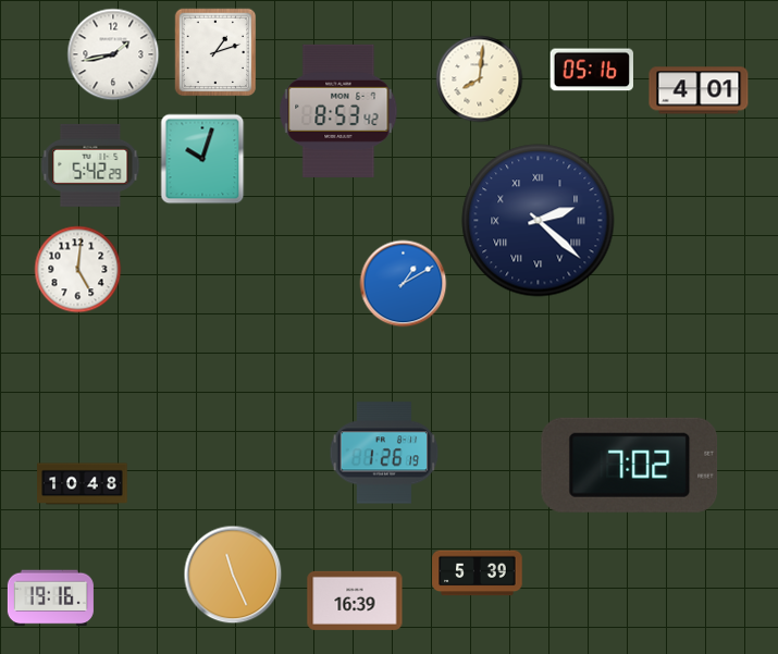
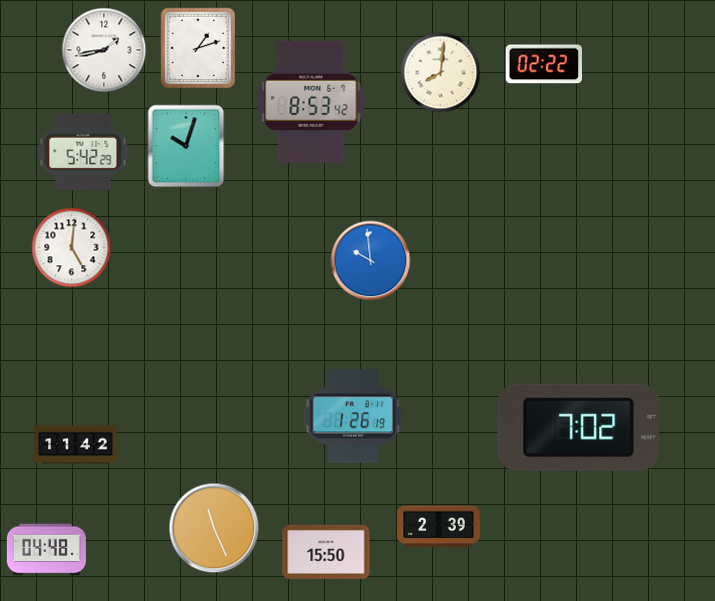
clock at (591, 70): 05:16 -> 02:22
clock at (699, 90): 4:01 -> none
clock at (539, 221): 2:22 -> none
clock at (404, 284): 1:10 -> 9:59
clock at (83, 484): 10:48 -> 11:42
clock at (478, 573): 5:39 -> 2:39
clock at (50, 599): 19:16 -> 04:48
clock at (355, 601): 16:39 -> 15:50
